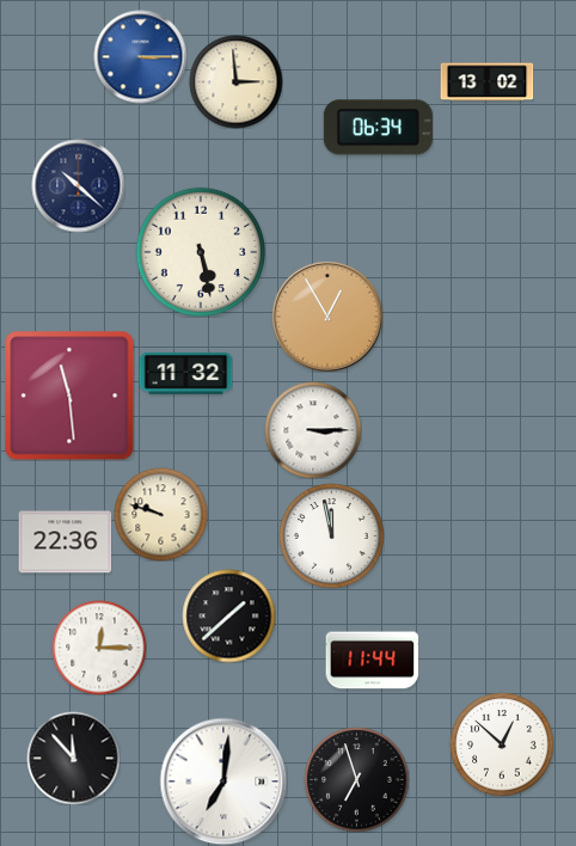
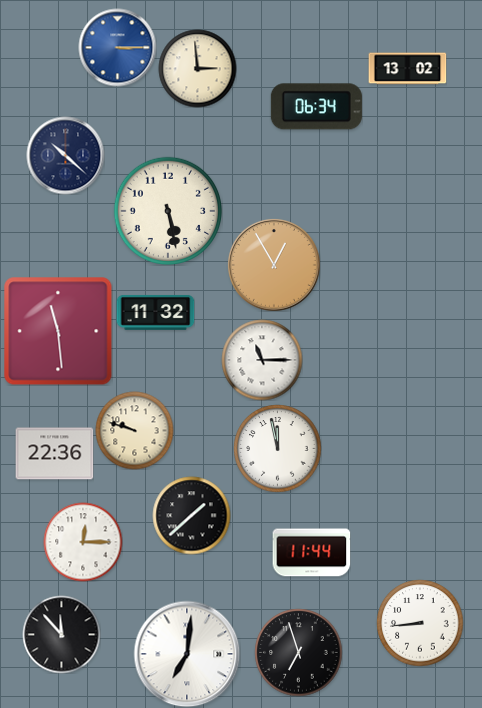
clock at (313, 430): 3:15 -> 11:15
clock at (502, 744): 12:52 -> 8:44
